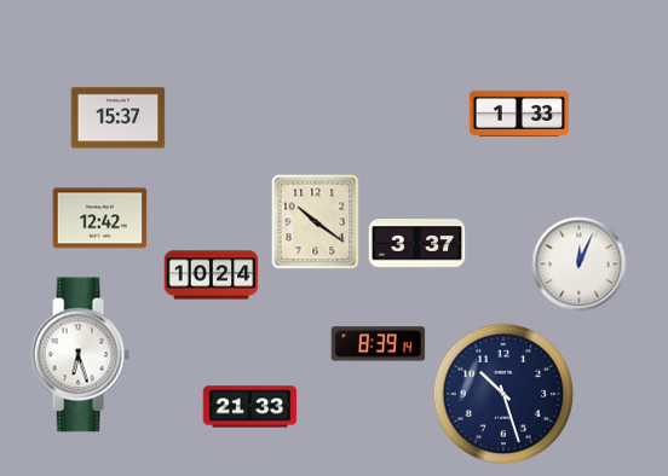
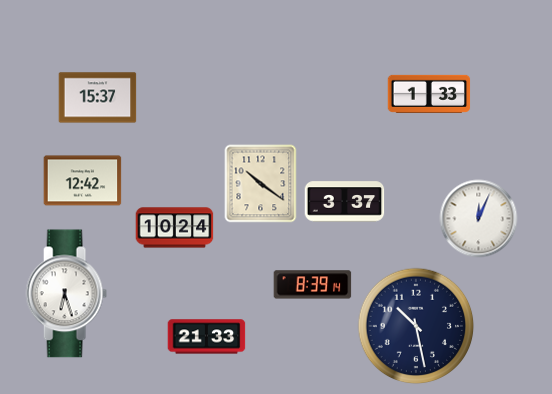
clock at (503, 394): 10:27 -> 10:28
